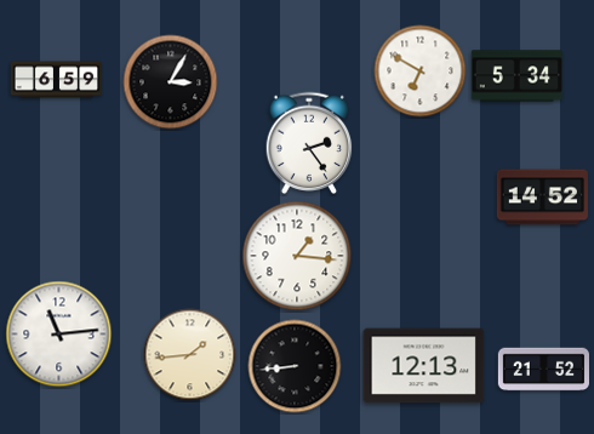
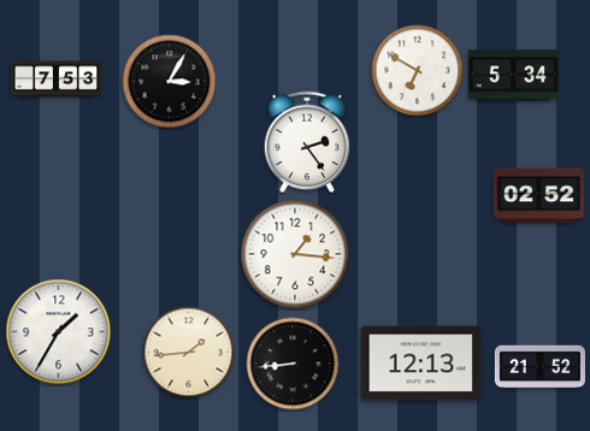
clock at (56, 80): 6:59 -> 7:53
clock at (542, 198): 14:52 -> 02:52
clock at (59, 335): 11:14 -> 1:35
